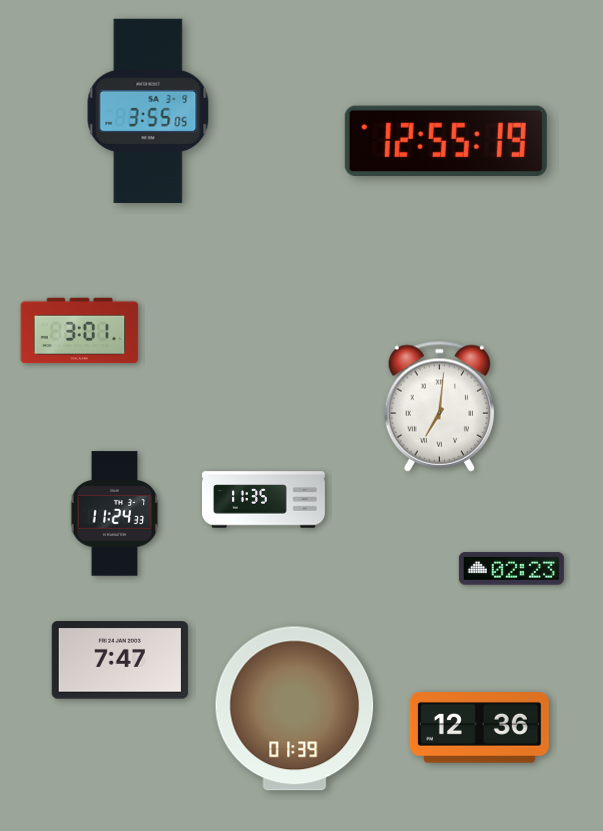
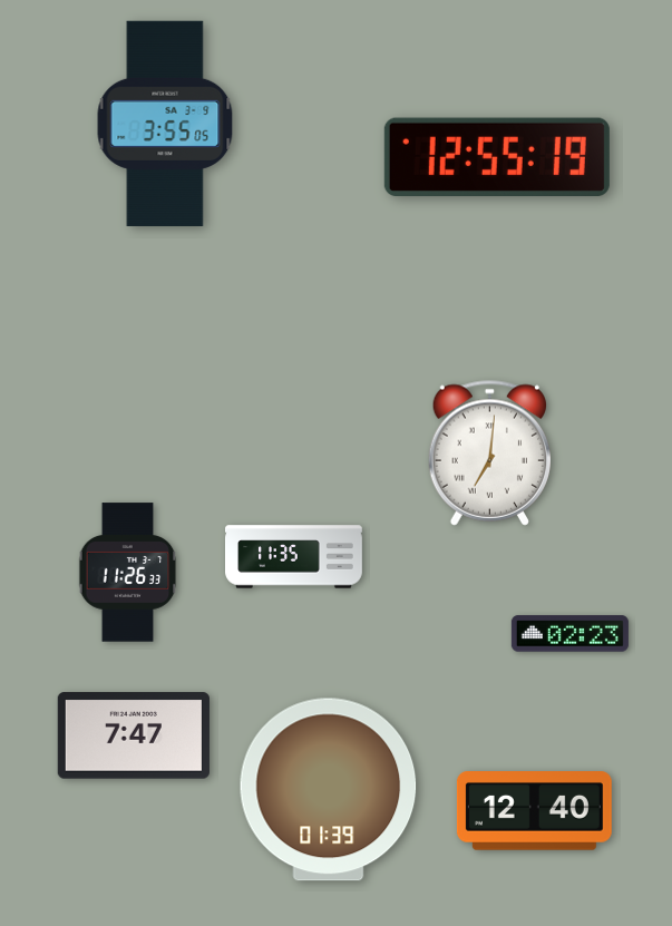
clock at (80, 331): 3:01 -> none
clock at (115, 514): 11:24 -> 11:26
clock at (479, 728): 12:36 -> 12:40
